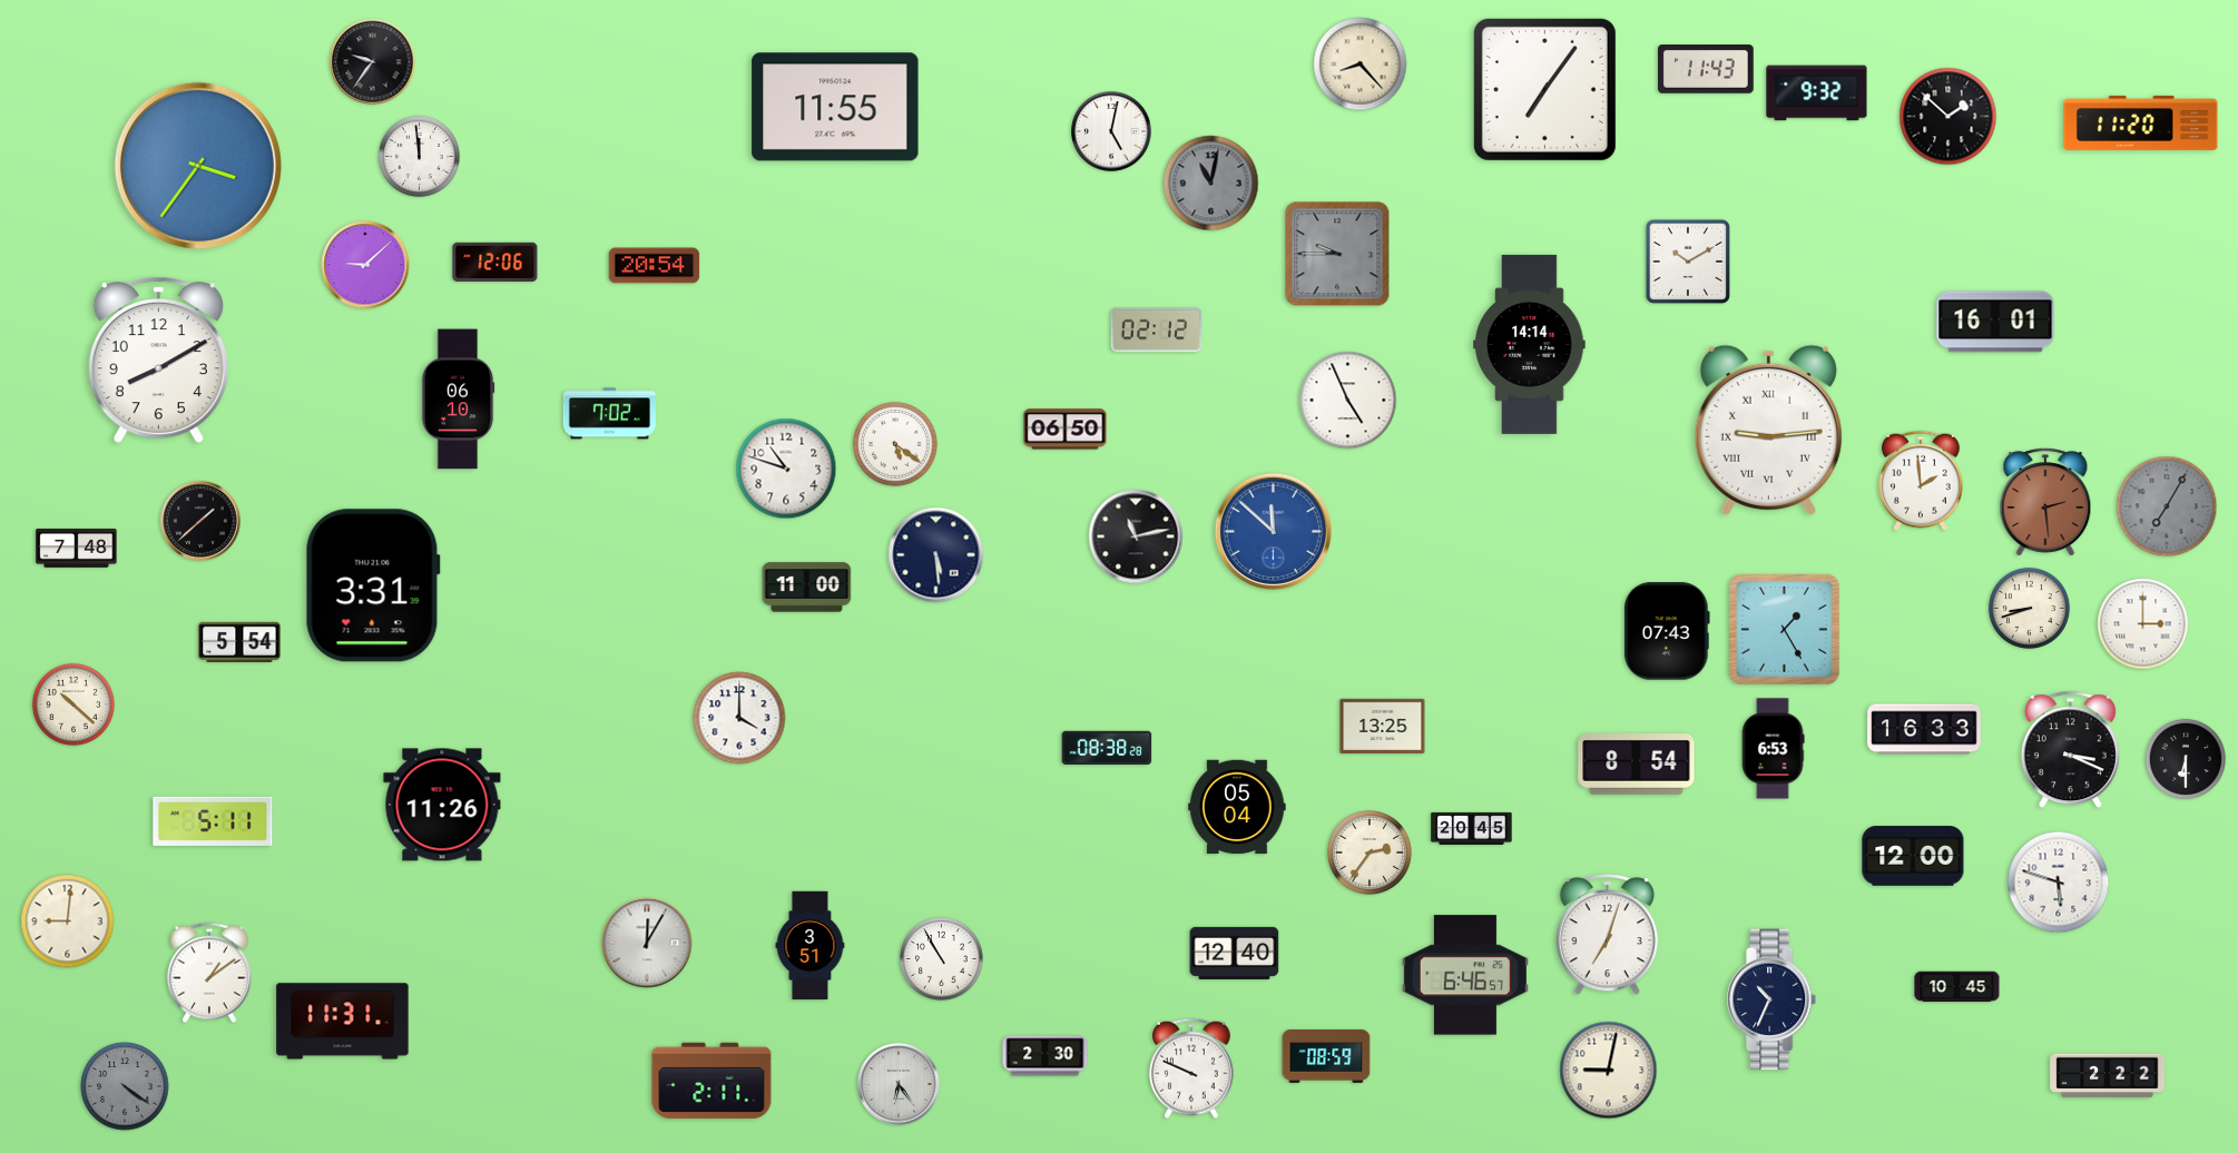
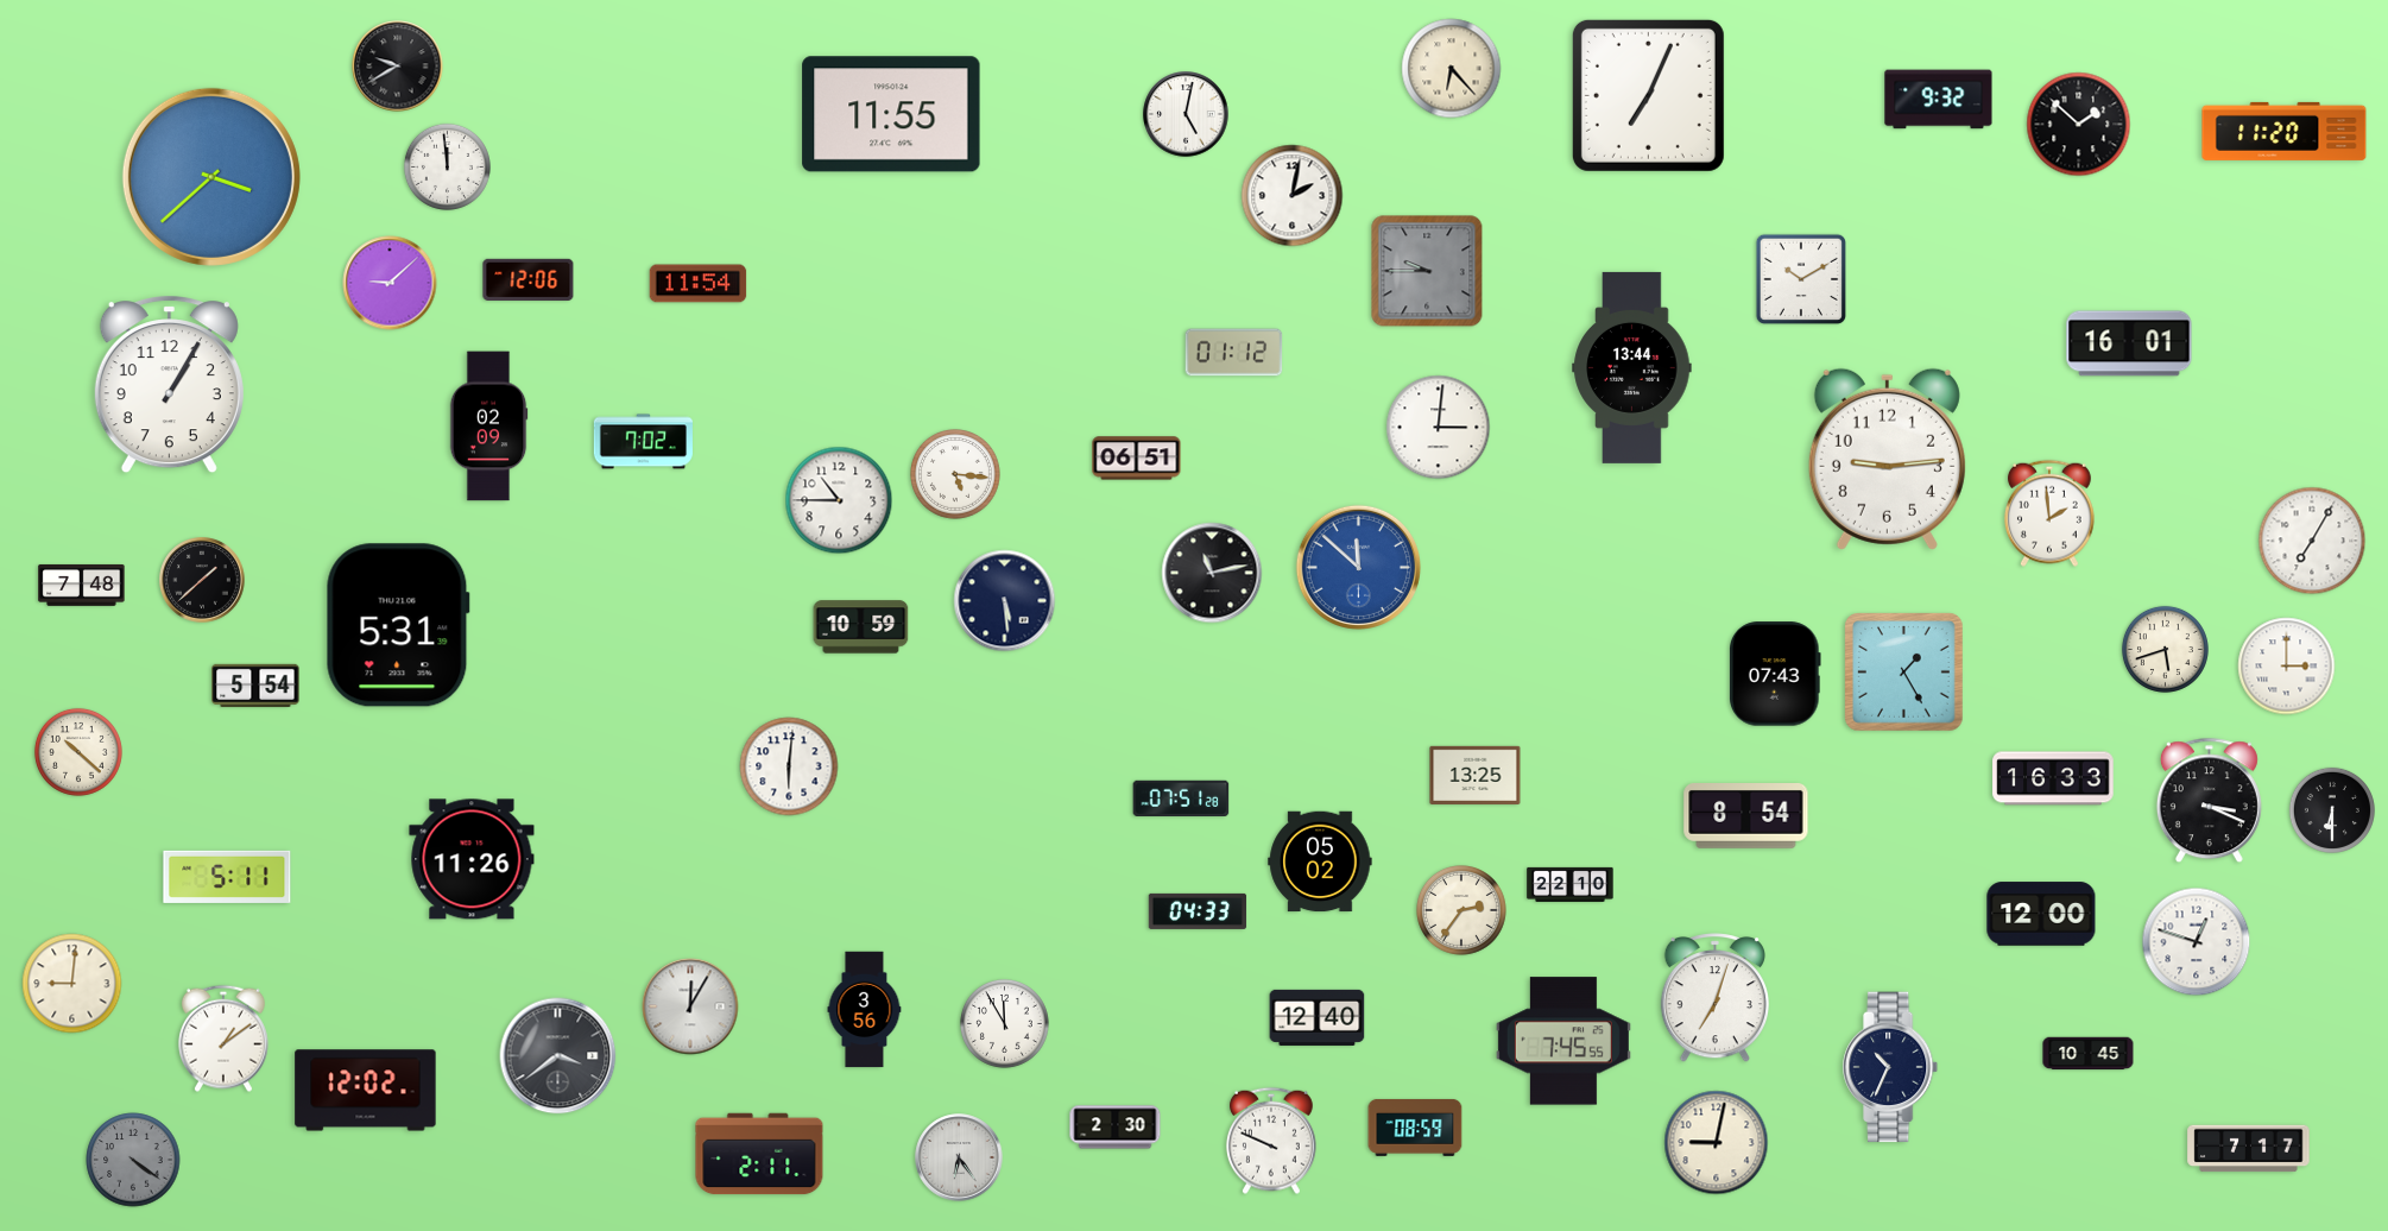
clock at (373, 62): 9:36 -> 9:40
clock at (1361, 65): 8:23 -> 6:23
clock at (1707, 70): 11:43 -> none
clock at (1544, 89): 7:06 -> 7:04
clock at (1111, 131) position: (1111, 131) -> (1186, 114)
clock at (198, 166): 3:36 -> 3:38
clock at (1211, 184): 11:02 -> 2:02
clock at (1211, 184) dial: grey -> white
clock at (655, 266): 20:54 -> 11:54
clock at (1157, 331): 02:12 -> 01:12
clock at (1530, 344): 14:14 -> 13:44
clock at (158, 361): 8:10 -> 1:05
clock at (458, 400): 06:10 -> 02:09
clock at (1348, 401): 4:56 -> 3:01
clock at (609, 414) position: (609, 414) -> (643, 442)
clock at (1066, 430): 06:50 -> 06:51
clock at (1768, 430) numerals: Roman -> Arabic
clock at (896, 445): 5:21 -> 5:16
clock at (786, 469): 10:48 -> 10:45
clock at (2045, 502): 2:29 -> none
clock at (2167, 506) dial: grey -> white
clock at (200, 521) position: (200, 521) -> (202, 580)
clock at (936, 555) position: (936, 555) -> (1005, 601)
clock at (373, 585): 3:31 -> 5:31
clock at (807, 588): 11:00 -> 10:59
clock at (2029, 608): 8:42 -> 5:42
clock at (1668, 631) position: (1668, 631) -> (1776, 674)
clock at (739, 718): 4:00 -> 6:01
clock at (1107, 747): 08:38 -> 07:51
clock at (1773, 749): 6:53 -> none
clock at (1237, 807): 05:04 -> 05:02
clock at (1472, 828): 20:45 -> 22:10
clock at (1198, 911): none -> 04:33
clock at (2059, 883): 5:48 -> 12:48
clock at (811, 946): 3:51 -> 3:56
clock at (941, 958): 10:55 -> 11:55
clock at (1465, 975): 6:46 -> 7:45
clock at (558, 1056): none -> 3:39
clock at (343, 1022): 11:31 -> 12:02
clock at (2108, 1076): 2:22 -> 7:17
